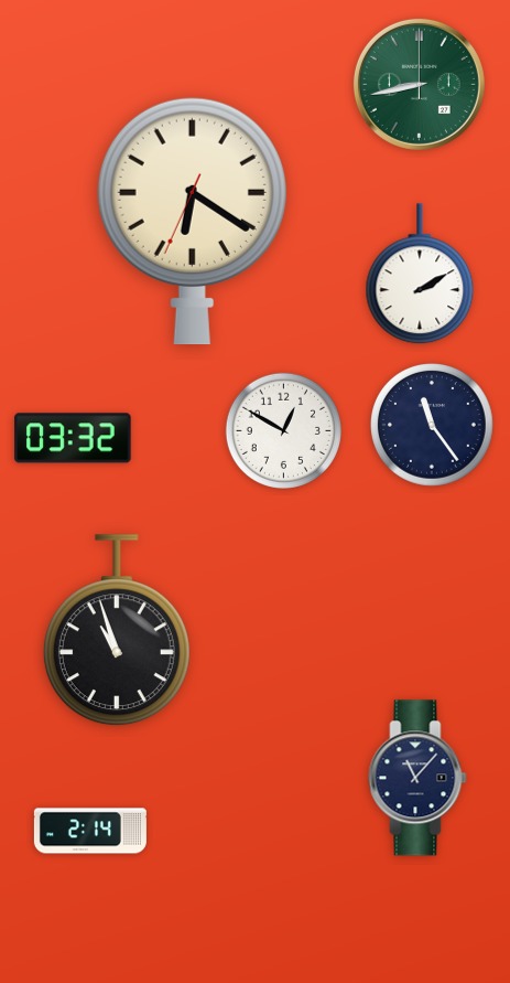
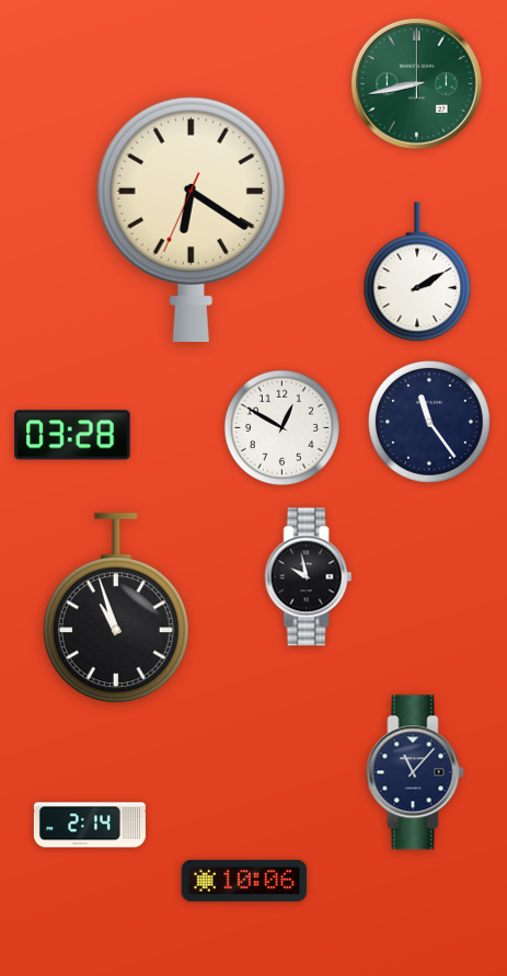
clock at (73, 438): 03:32 -> 03:28
clock at (309, 577): none -> 9:58
clock at (117, 631) position: (117, 631) -> (116, 609)
clock at (244, 881): none -> 10:06
